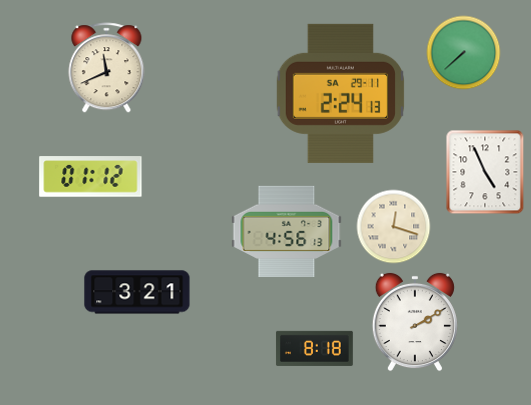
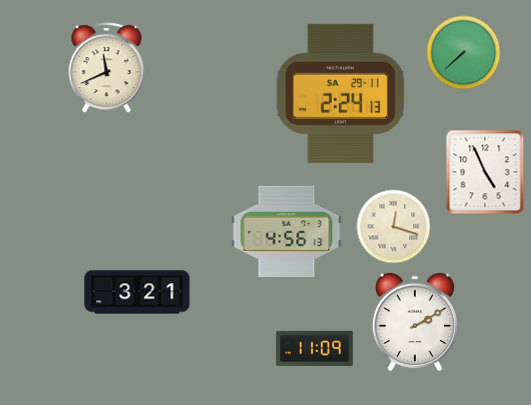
clock at (91, 177): 01:12 -> none
clock at (314, 348): 8:18 -> 11:09
